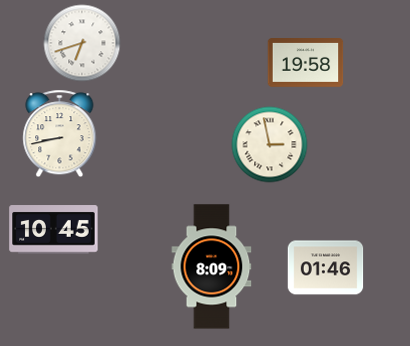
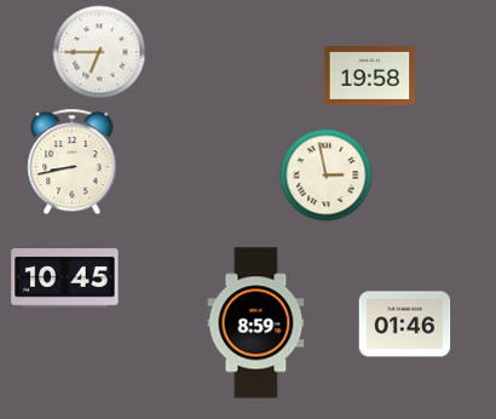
clock at (82, 43): 6:42 -> 6:45
clock at (212, 267): 8:09 -> 8:59
clock at (326, 268) position: (326, 268) -> (405, 325)
